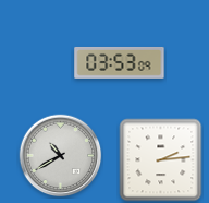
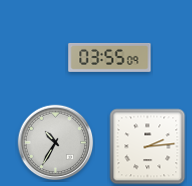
clock at (120, 62): 03:53 -> 03:55
clock at (61, 156): 10:40 -> 10:35
